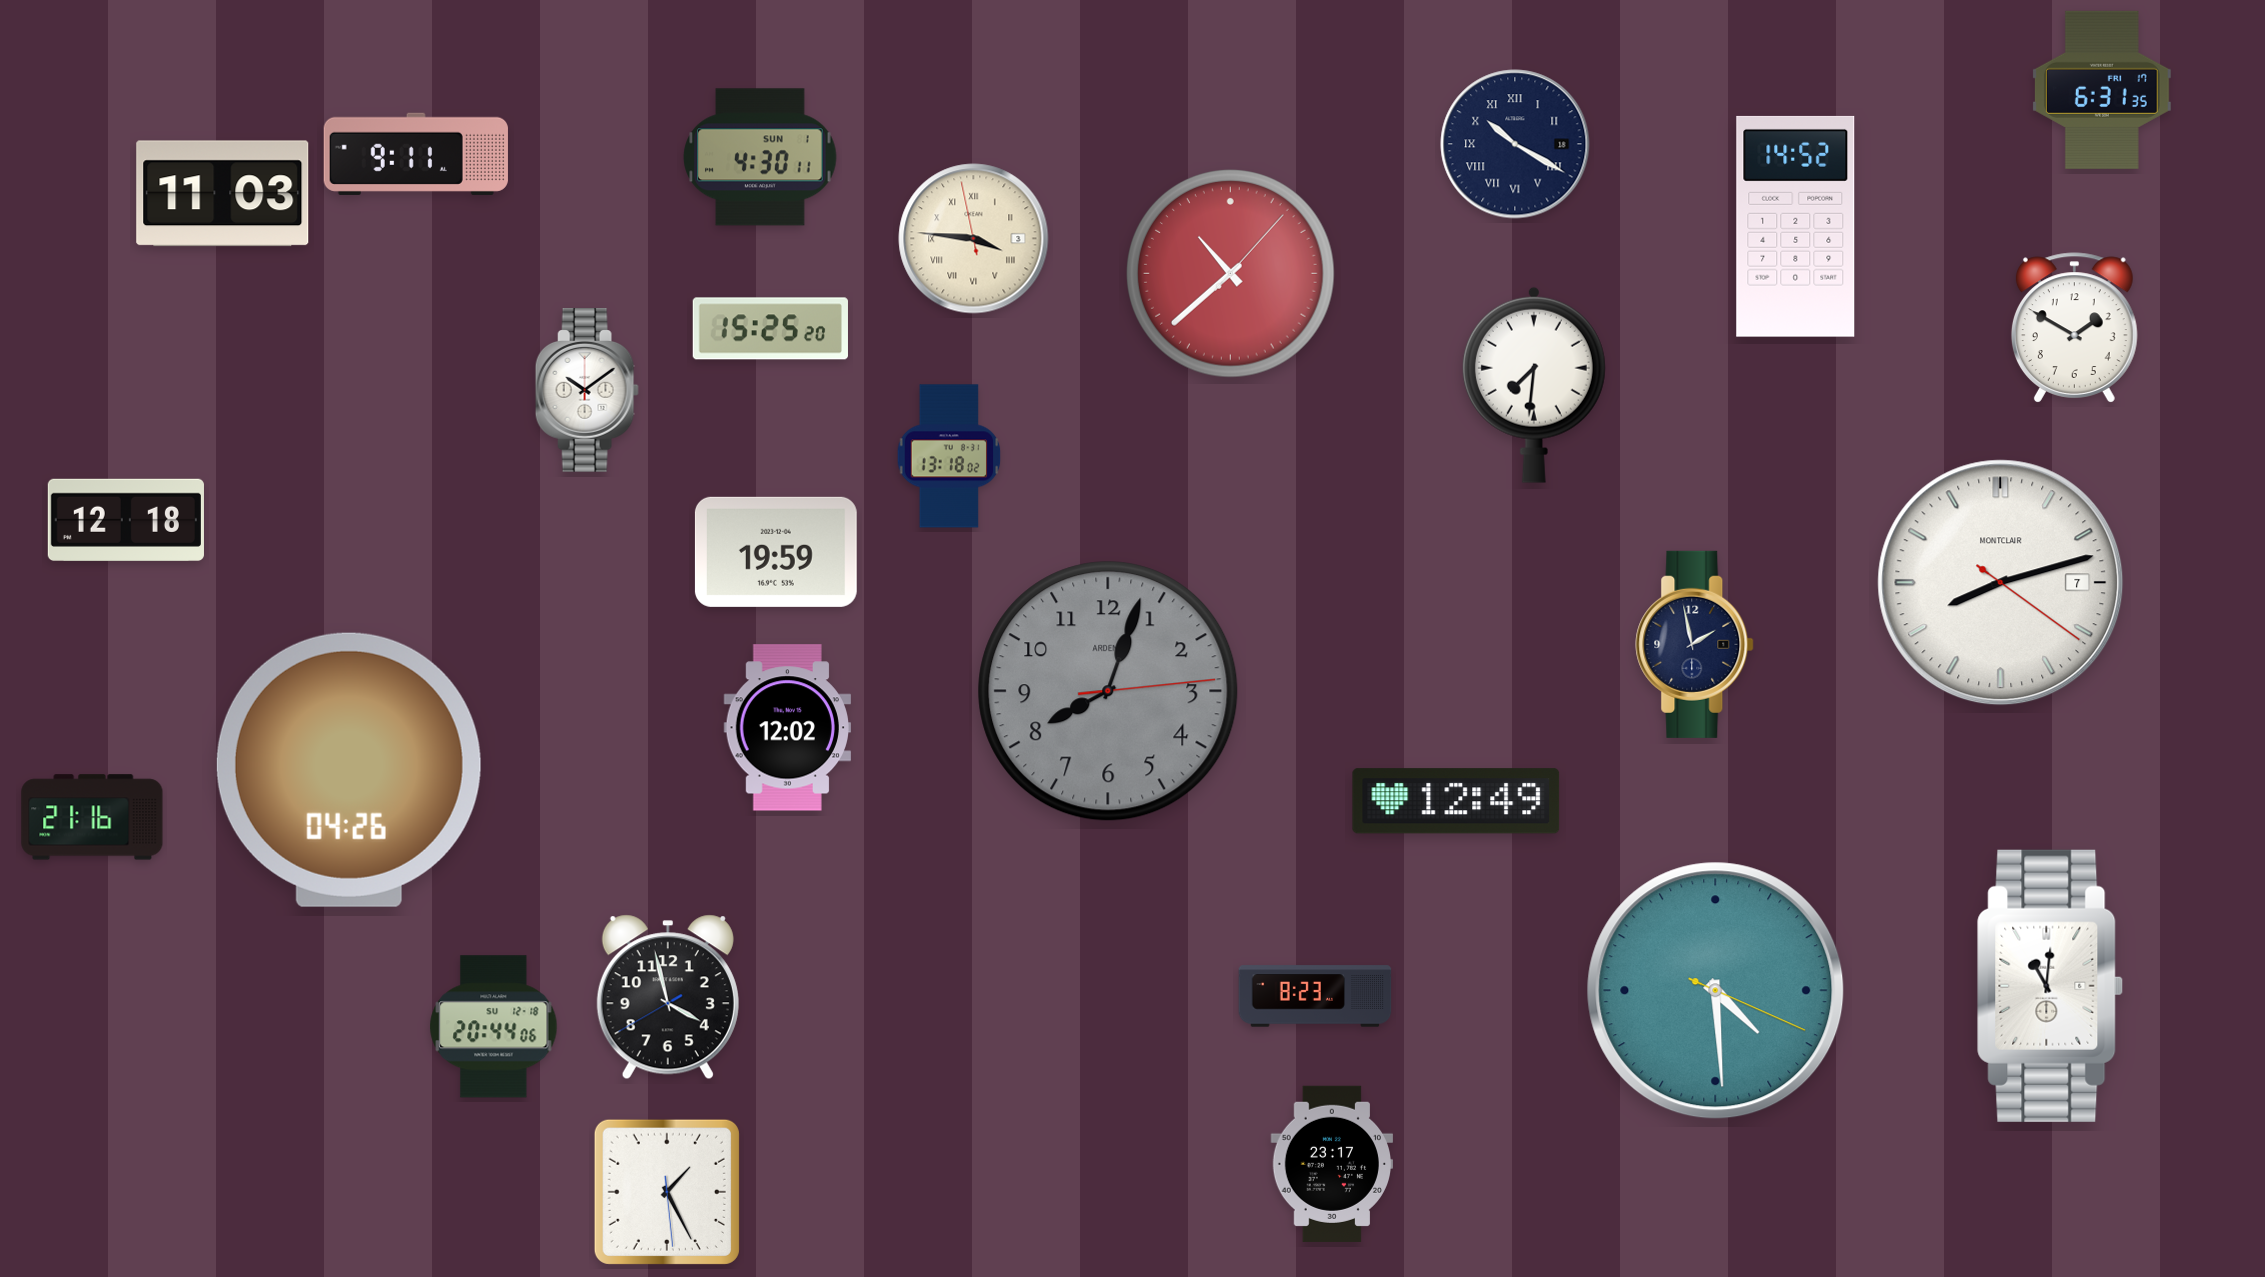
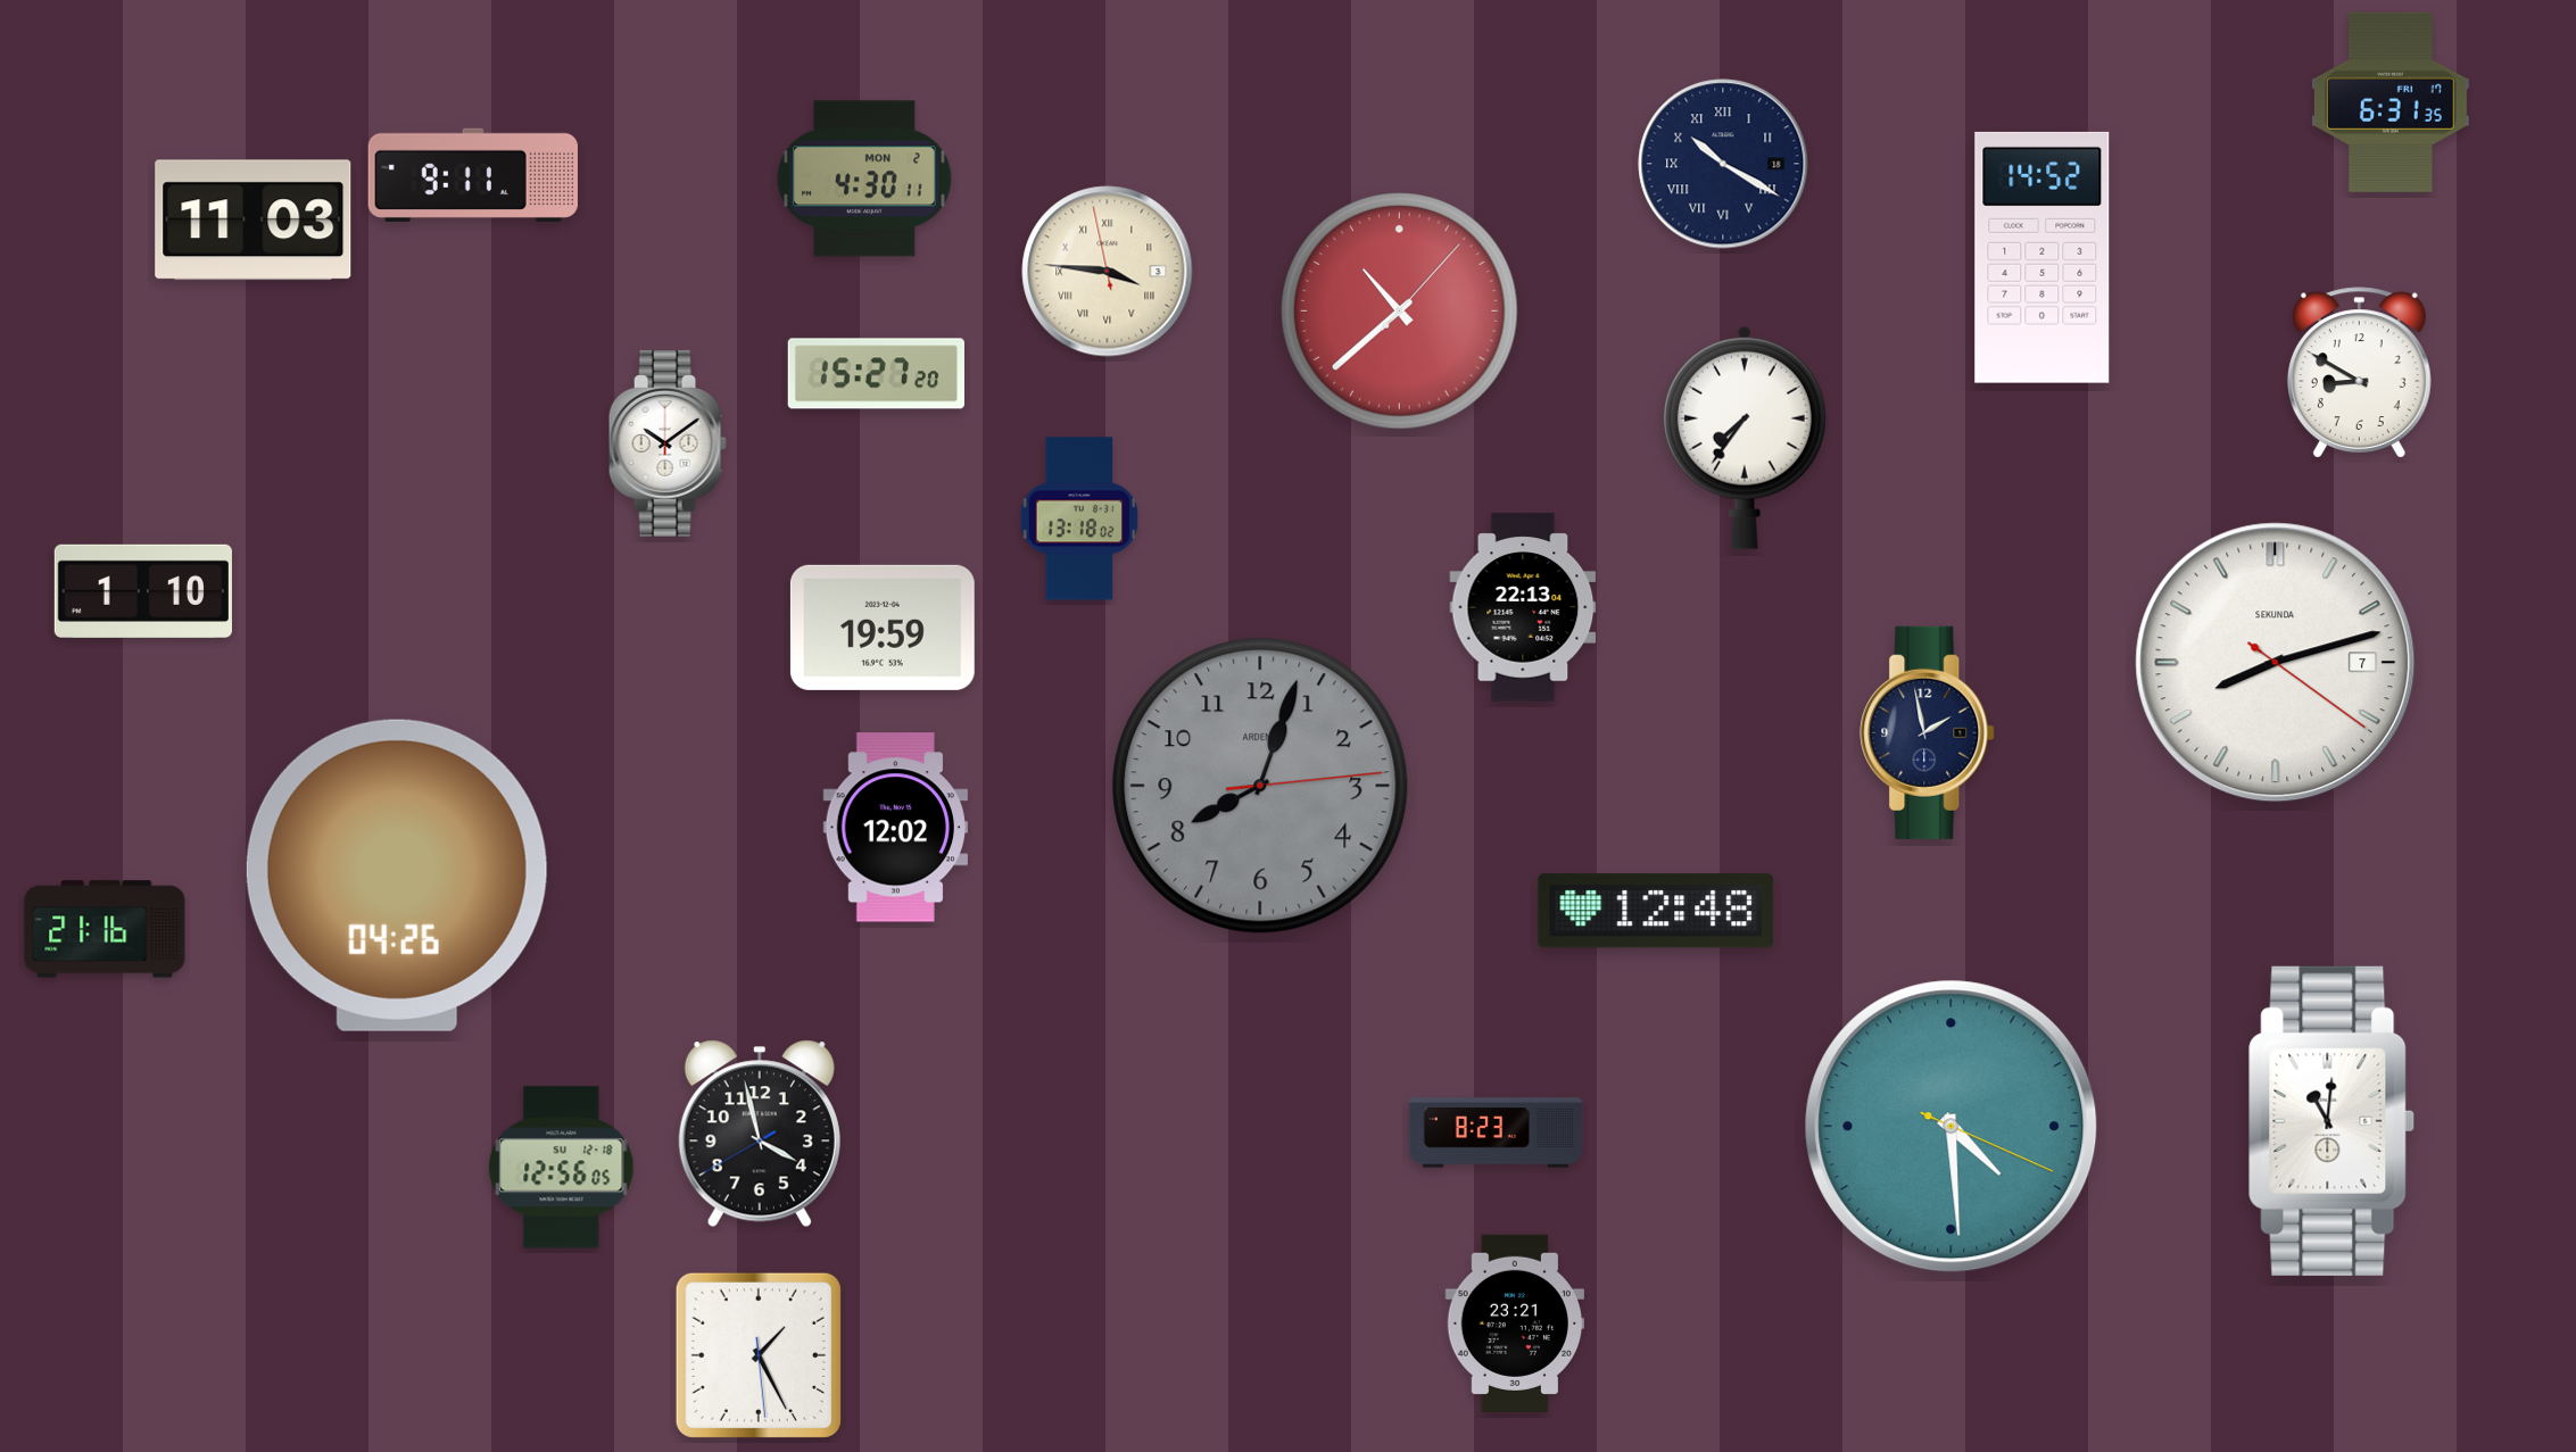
clock at (760, 157) date: SUN 1 -> MON 2
clock at (2074, 328): 1:50 -> 8:50
clock at (770, 329): 15:25 -> 15:27
clock at (1534, 385): 7:31 -> 7:36
clock at (126, 520): 12:18 -> 1:10
clock at (1523, 607): none -> 22:13
clock at (2001, 583) brand: MONTCLAIR -> SEKUNDA
clock at (1456, 801): 12:49 -> 12:48
clock at (494, 1027): 20:44 -> 12:56
clock at (1331, 1164): 23:17 -> 23:21
